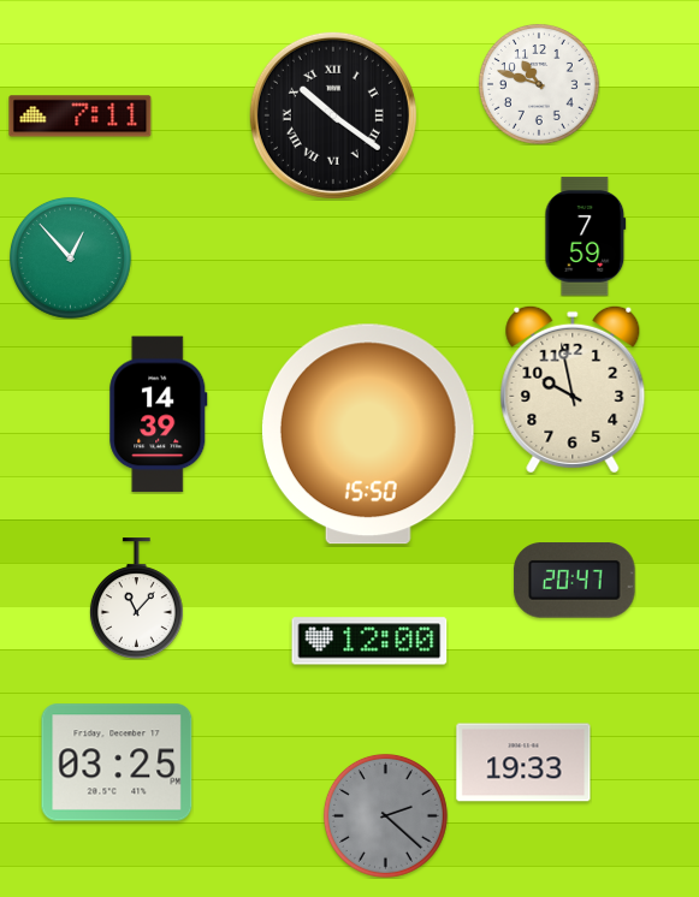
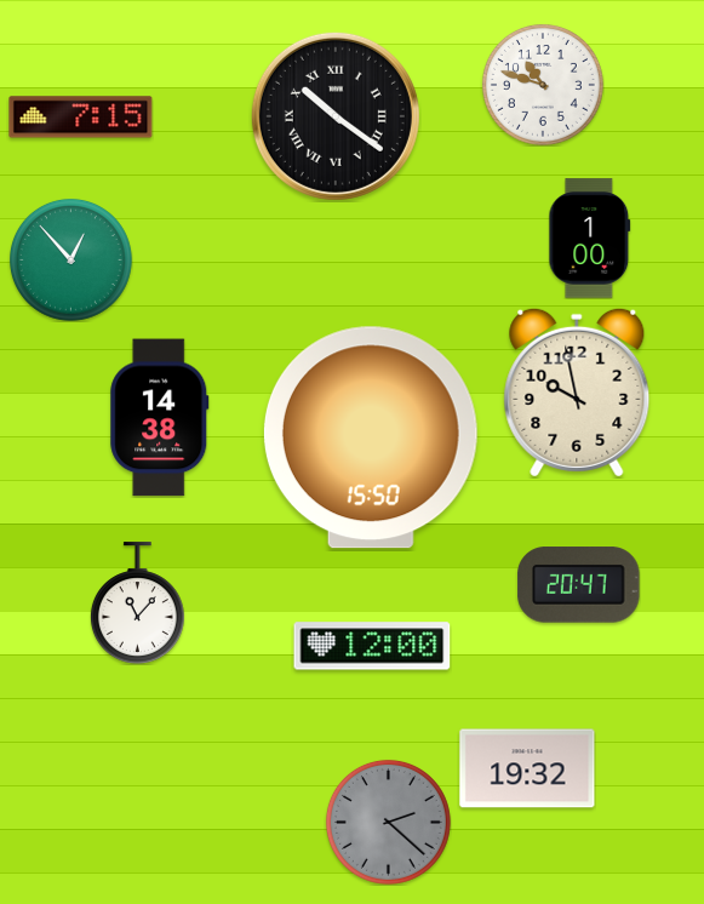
clock at (81, 117): 7:11 -> 7:15
clock at (586, 237): 7:59 -> 1:00
clock at (159, 415): 14:39 -> 14:38
clock at (117, 762): 03:25 -> none
clock at (523, 762): 19:33 -> 19:32
